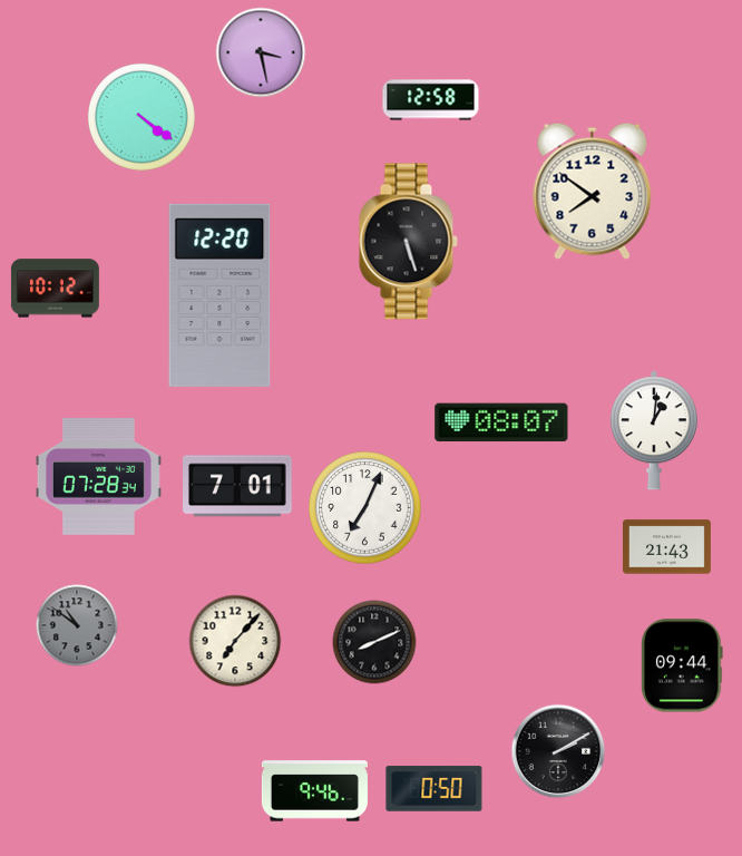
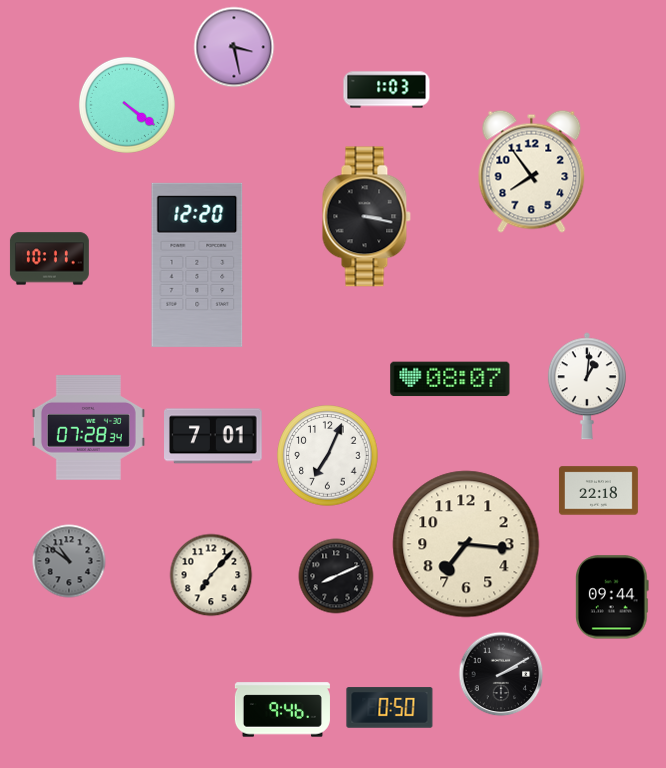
clock at (431, 100): 12:58 -> 1:03
clock at (593, 191): 7:51 -> 7:54
clock at (408, 242): 5:27 -> 3:17
clock at (55, 289): 10:12 -> 10:11
clock at (666, 547): 21:43 -> 22:18
clock at (466, 544): none -> 7:16
